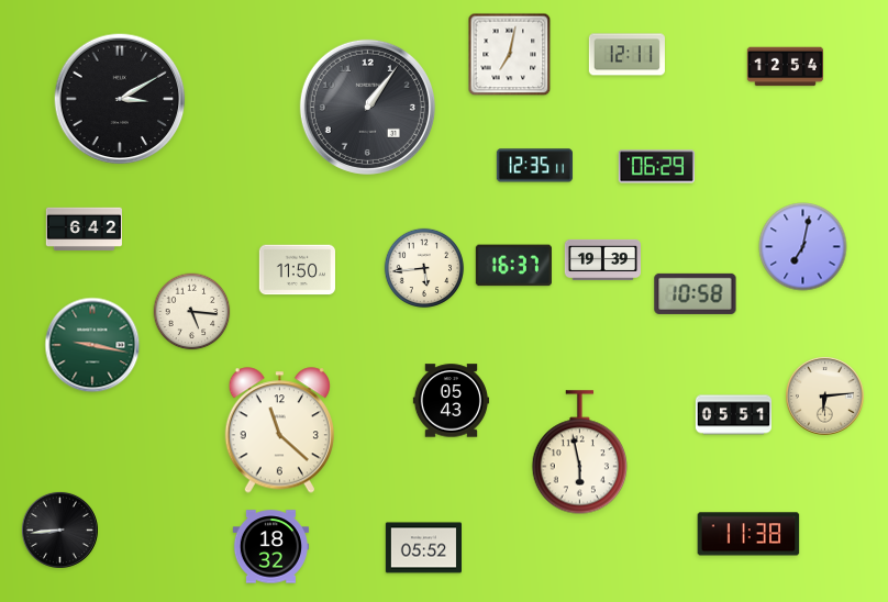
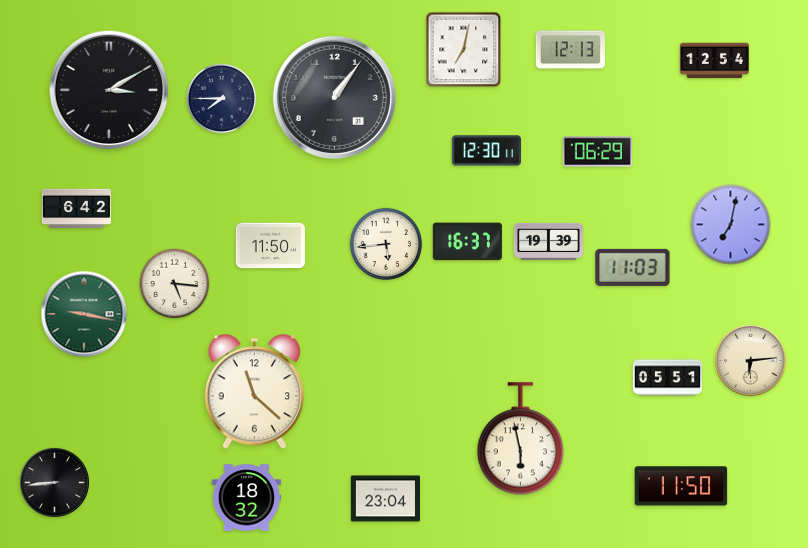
clock at (626, 55): 12:11 -> 12:13
clock at (222, 99): none -> 7:45
clock at (534, 166): 12:35 -> 12:30
clock at (602, 259) position: (602, 259) -> (548, 241)
clock at (696, 293): 10:58 -> 11:03
clock at (451, 401): 05:43 -> none
clock at (579, 453) position: (579, 453) -> (520, 439)
clock at (748, 534): 11:38 -> 11:50
clock at (423, 548): 05:52 -> 23:04
